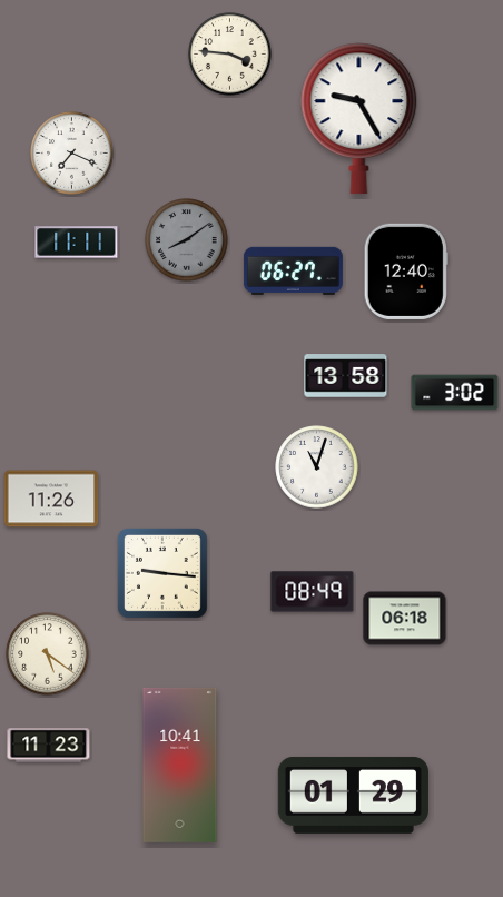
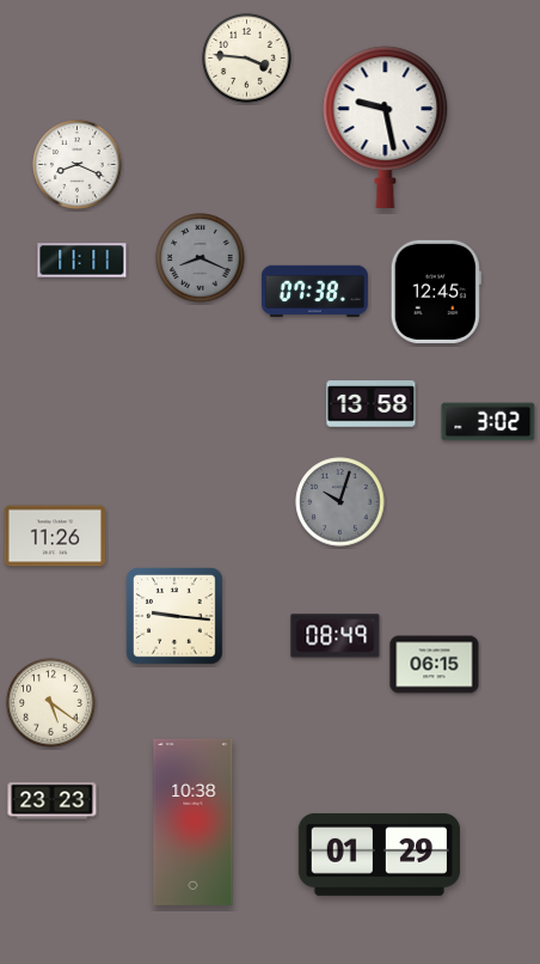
clock at (359, 118): 9:25 -> 9:28
clock at (72, 154): 7:19 -> 8:19
clock at (187, 240): 8:09 -> 8:19
clock at (293, 270): 06:27 -> 07:38
clock at (406, 272): 12:40 -> 12:45
clock at (317, 467): 11:03 -> 10:03
clock at (317, 467) dial: white -> grey
clock at (405, 619): 06:18 -> 06:15
clock at (49, 746): 11:23 -> 23:23
clock at (180, 765): 10:41 -> 10:38
